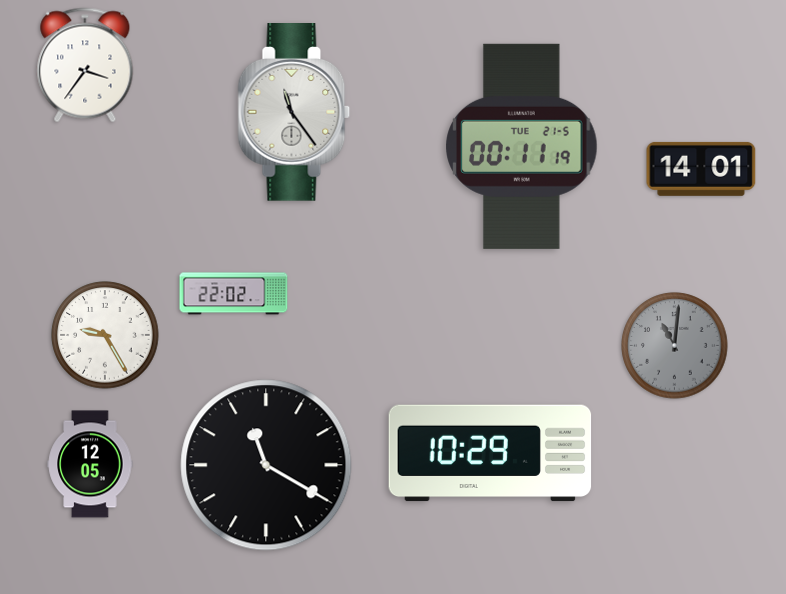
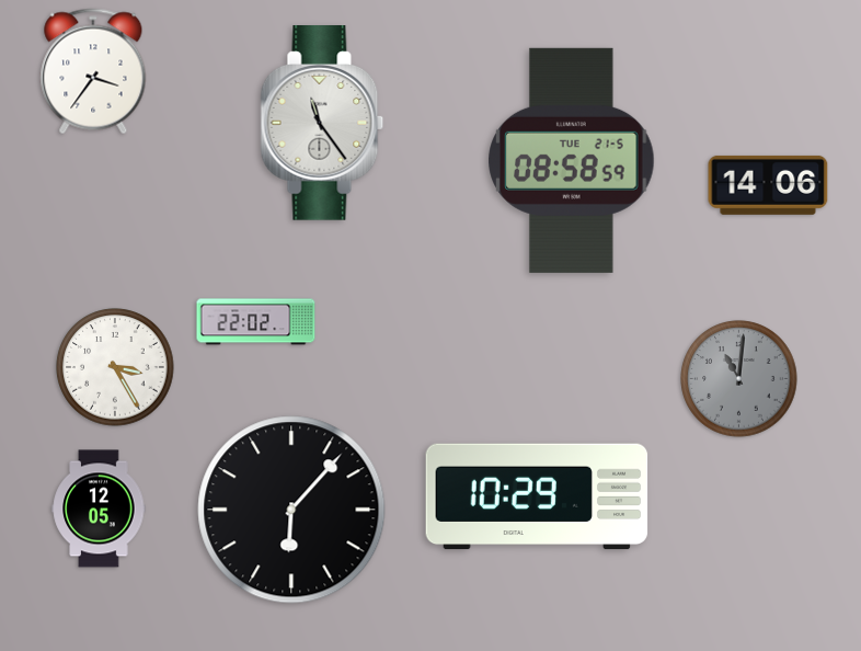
clock at (522, 146): 00:11 -> 08:58
clock at (701, 169): 14:01 -> 14:06
clock at (105, 335): 9:25 -> 3:25
clock at (266, 465): 11:20 -> 6:07
